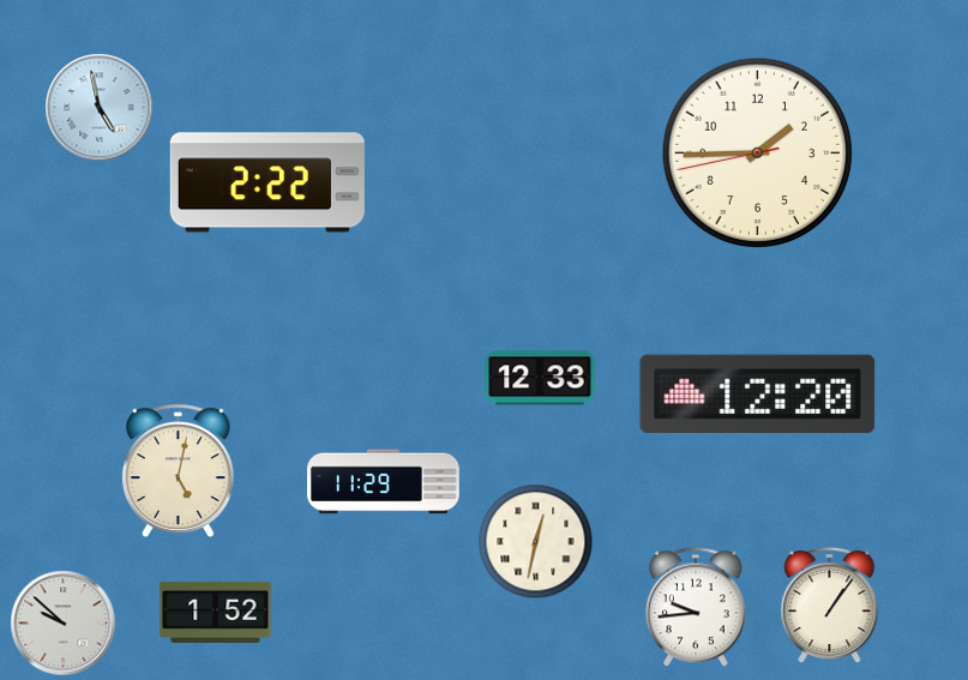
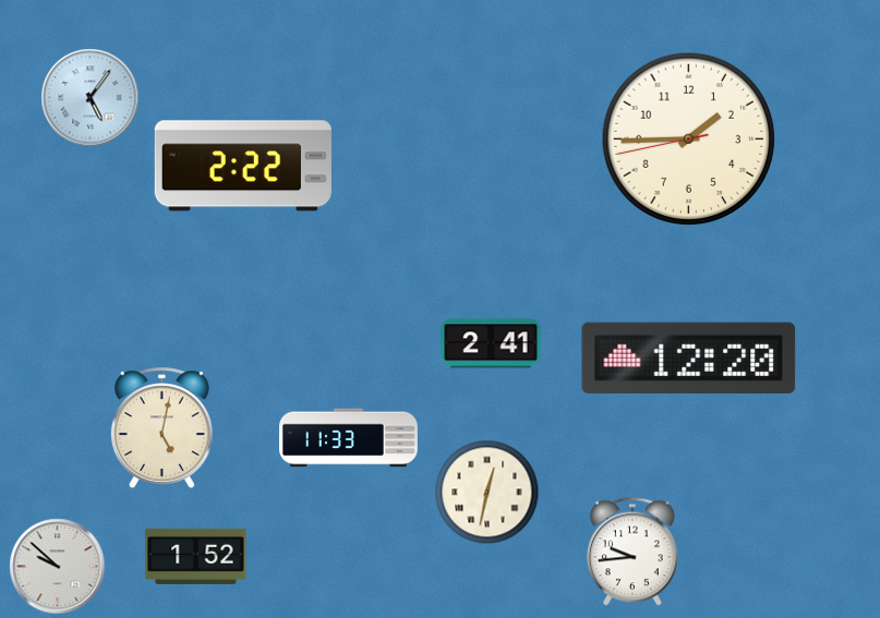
clock at (100, 108): 4:58 -> 5:06
clock at (540, 378): 12:33 -> 2:41
clock at (384, 482): 11:29 -> 11:33
clock at (830, 606): 1:06 -> none
